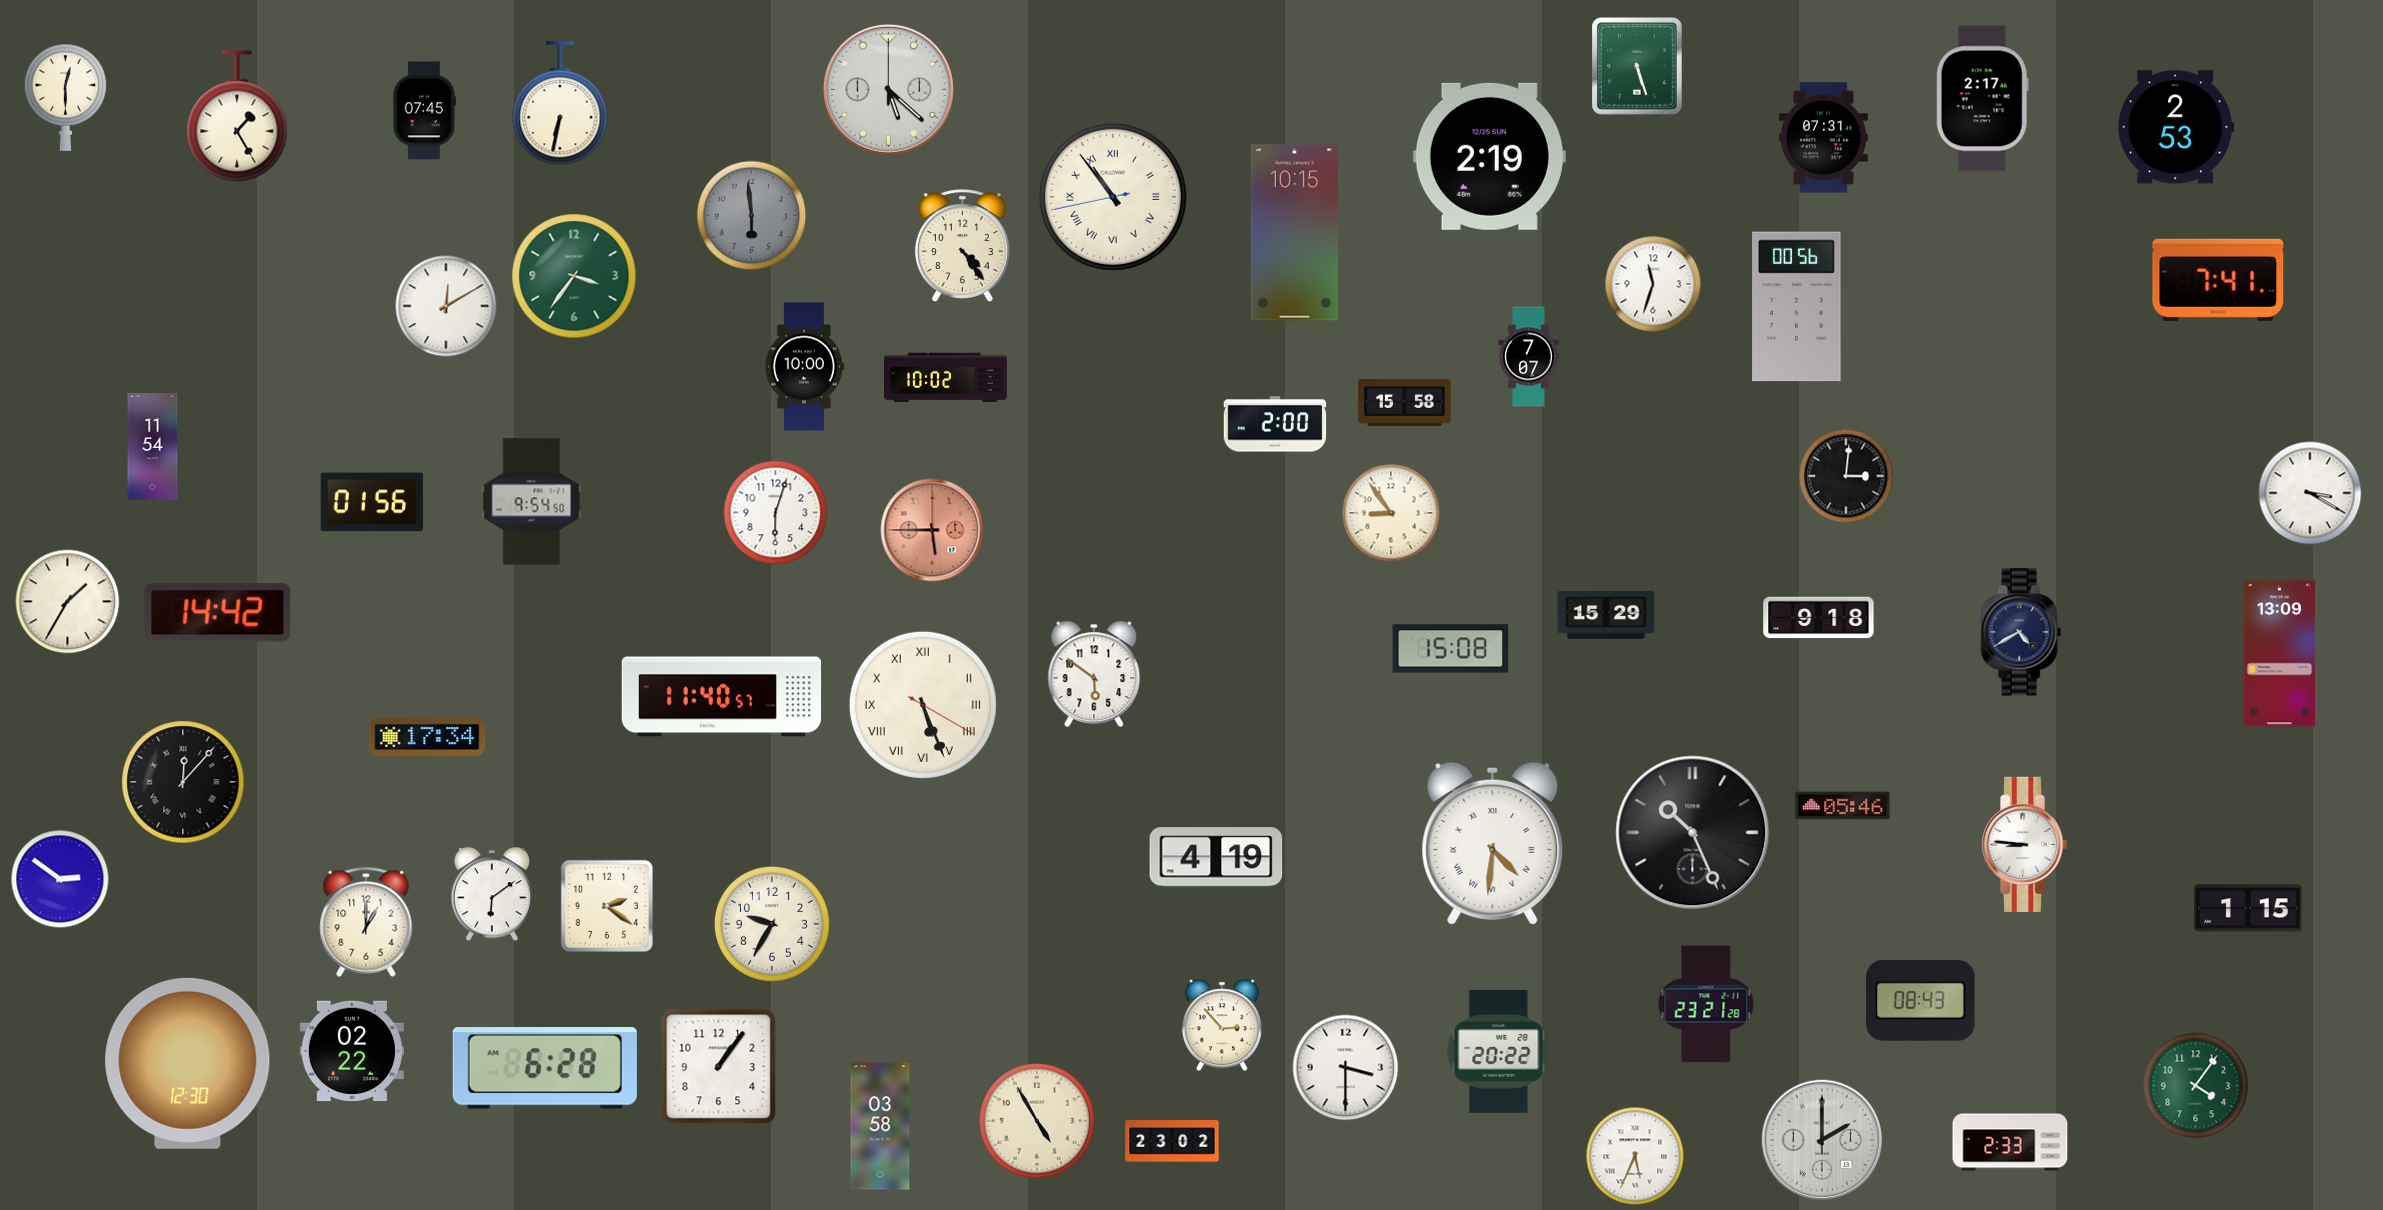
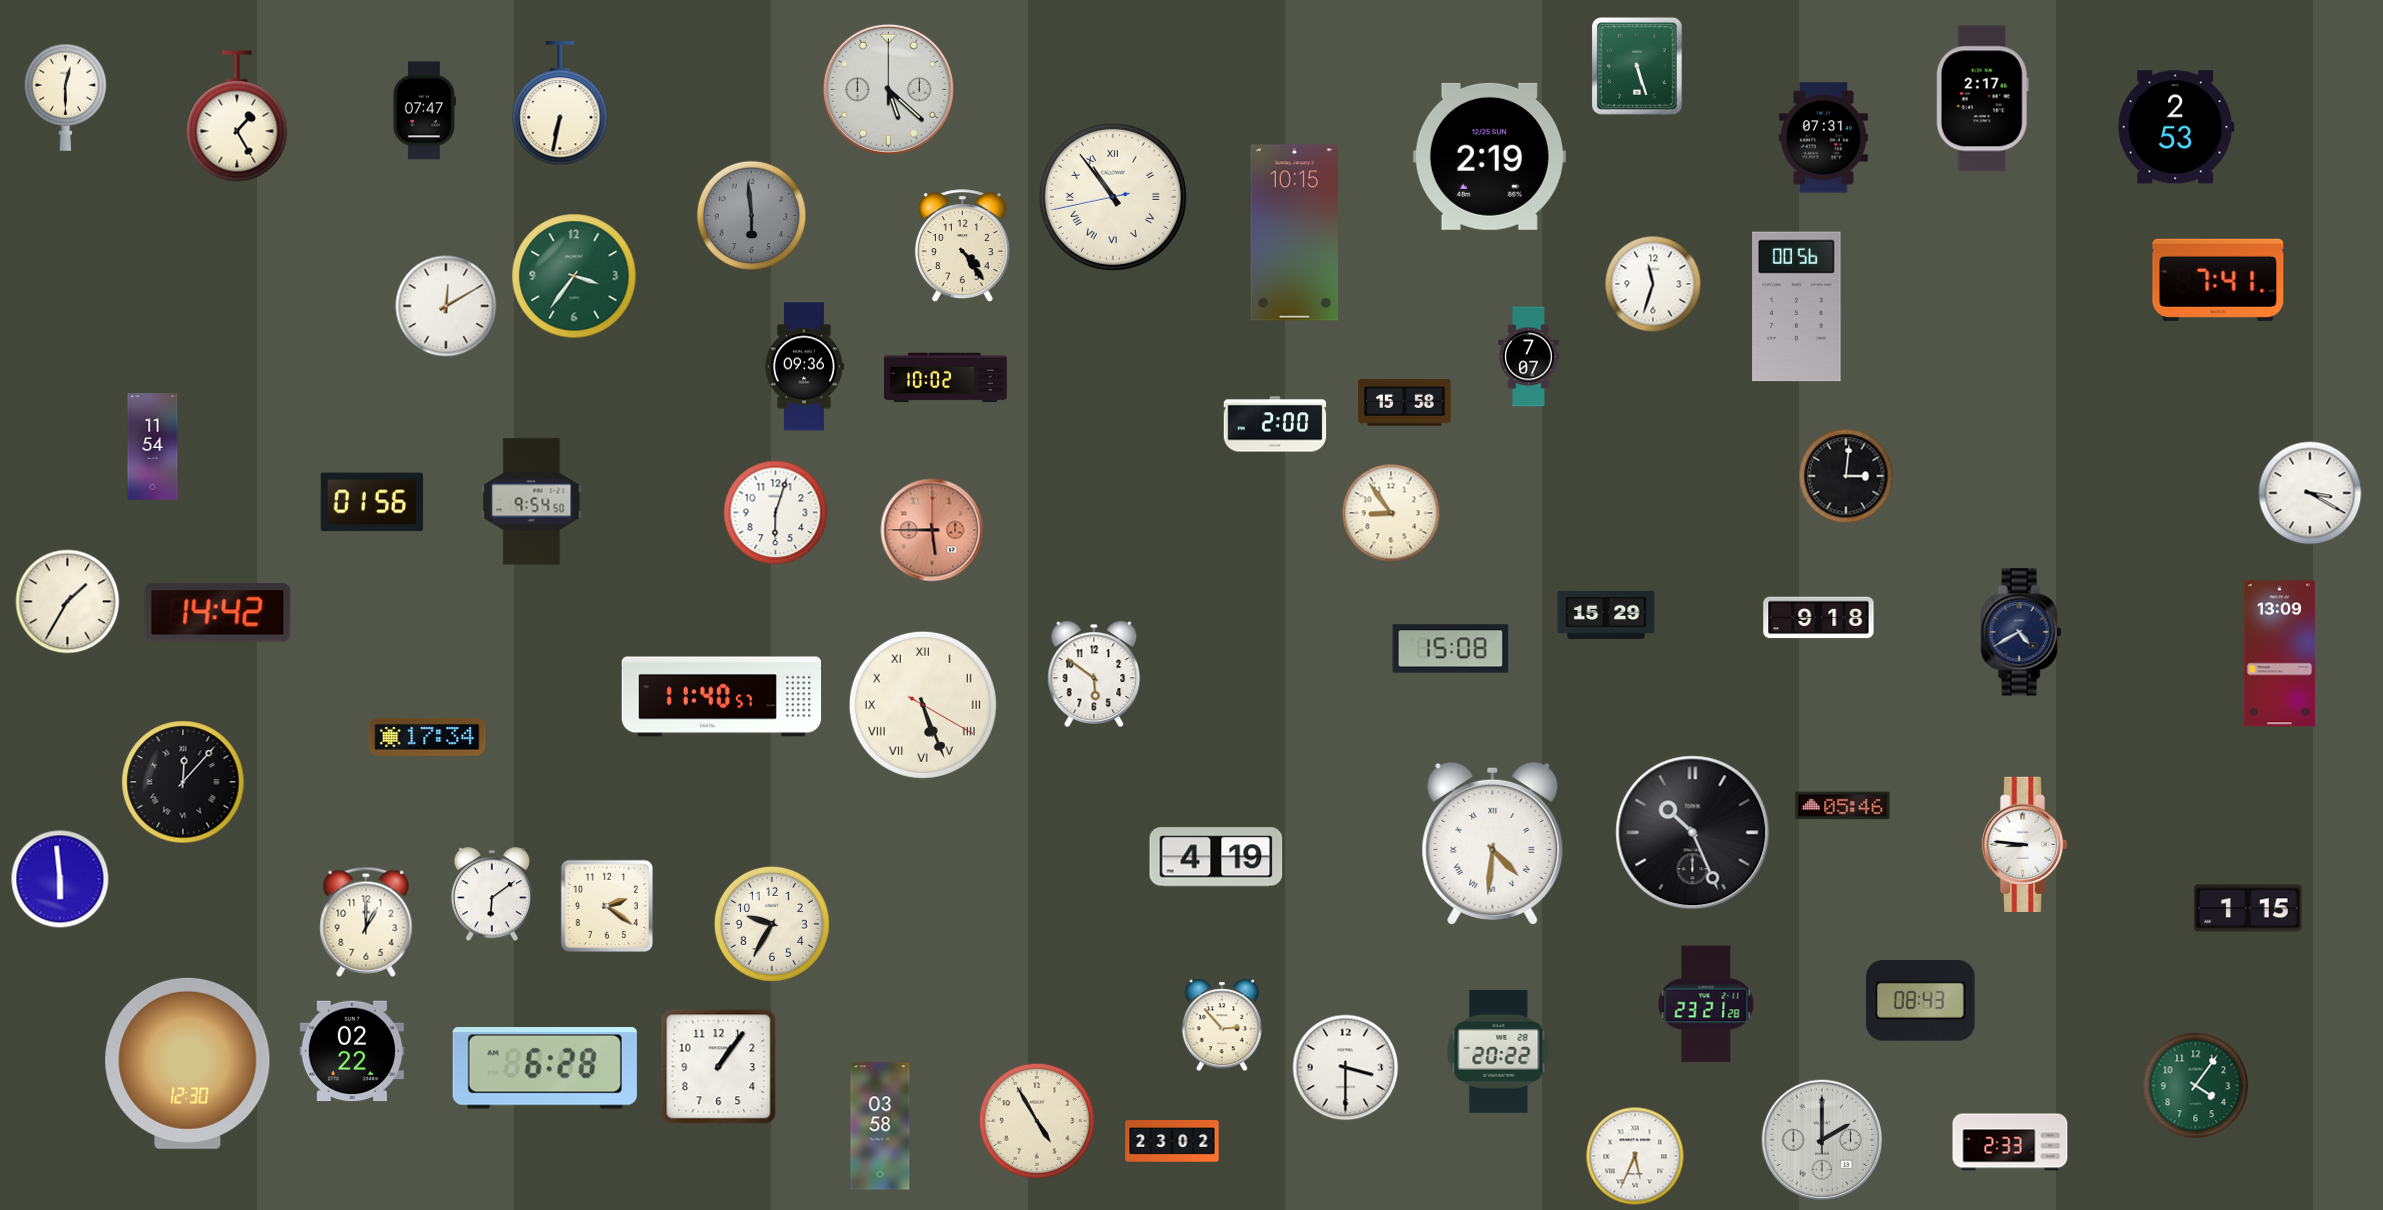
clock at (424, 111): 07:45 -> 07:47
clock at (803, 367): 10:00 -> 09:36
clock at (60, 879): 2:51 -> 5:59
